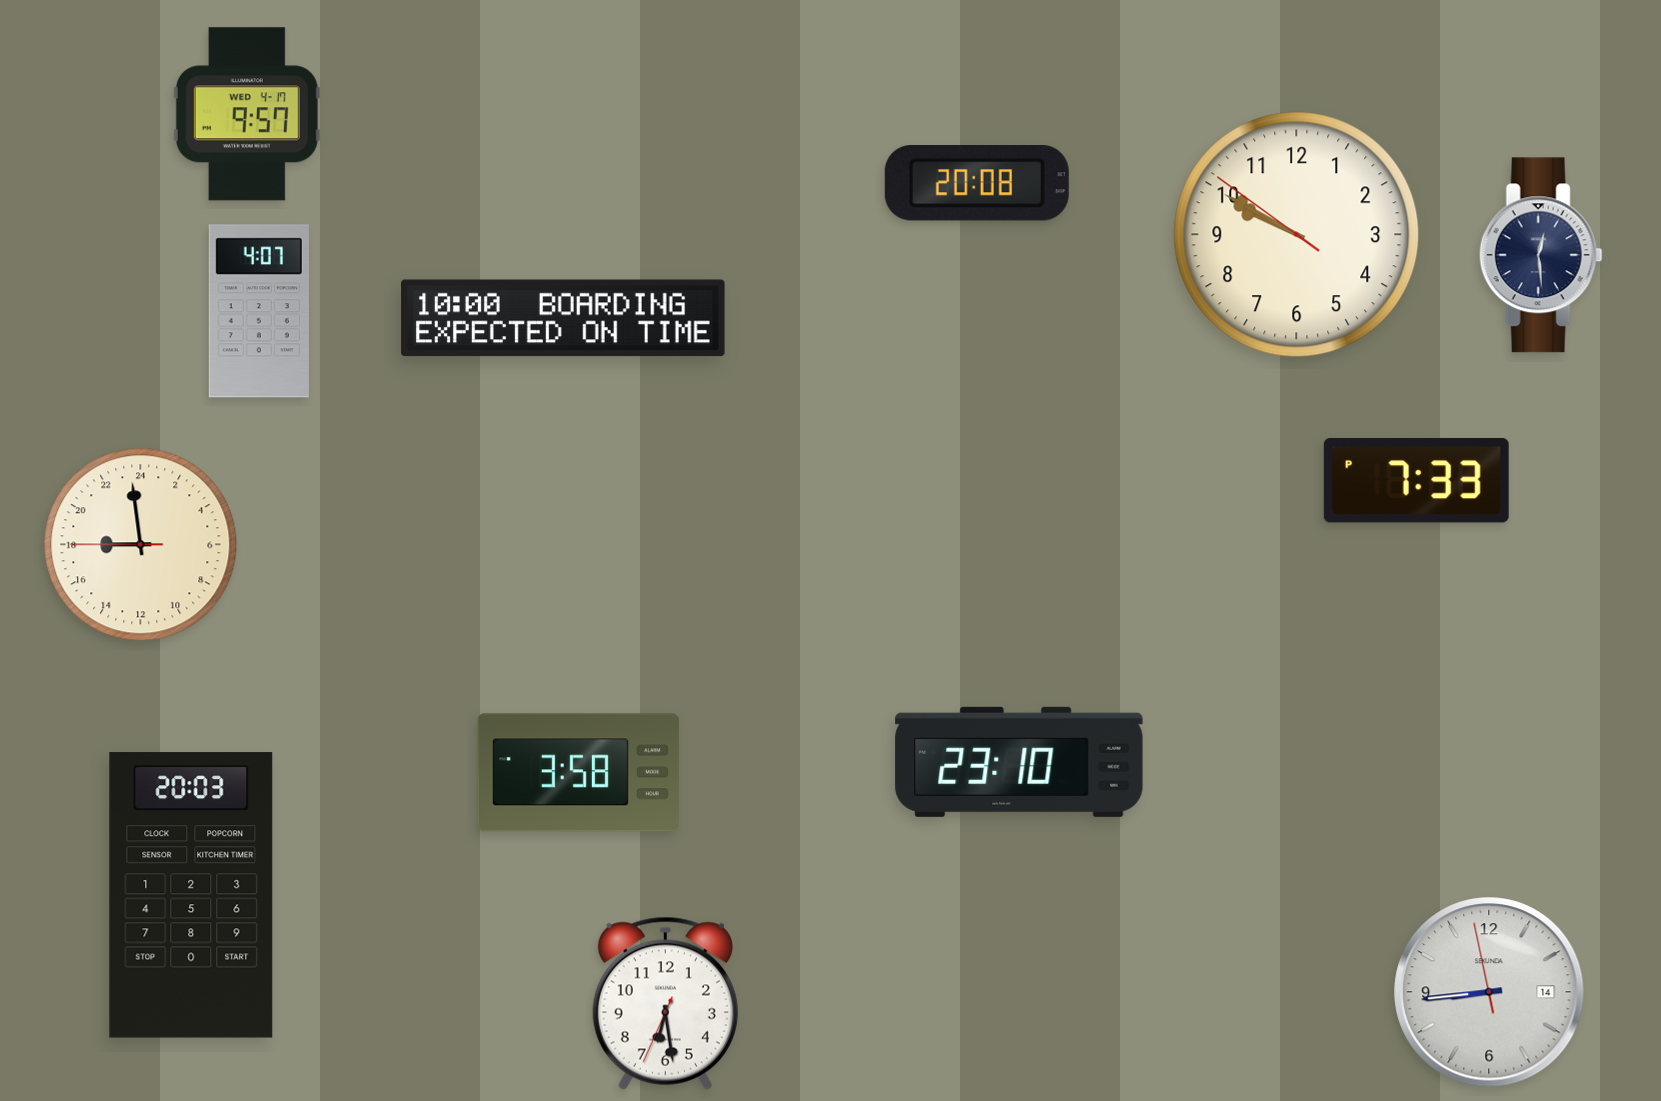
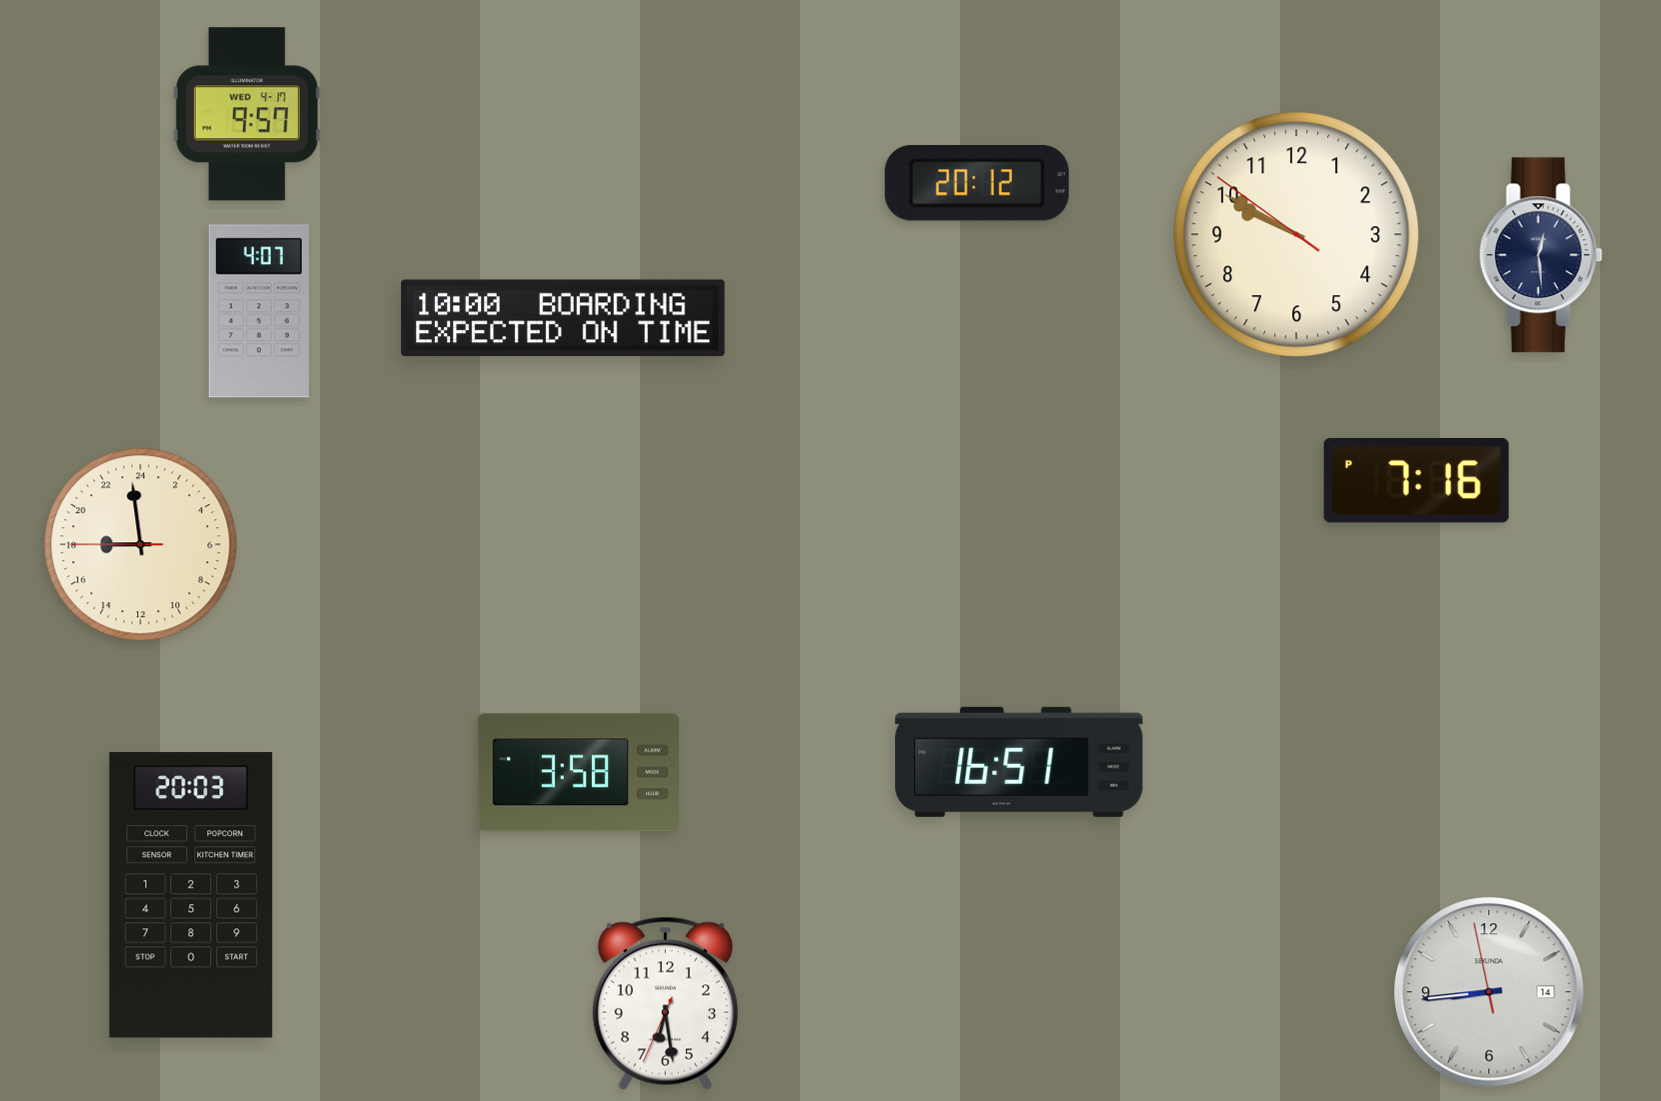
clock at (977, 184): 20:08 -> 20:12
clock at (1416, 481): 7:33 -> 7:16
clock at (1019, 762): 23:10 -> 16:51
